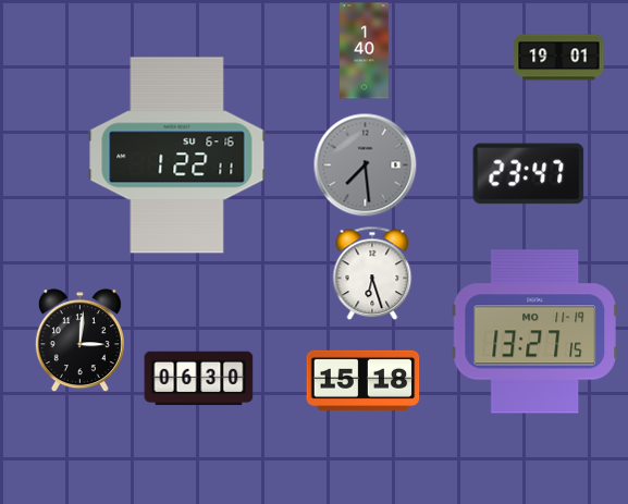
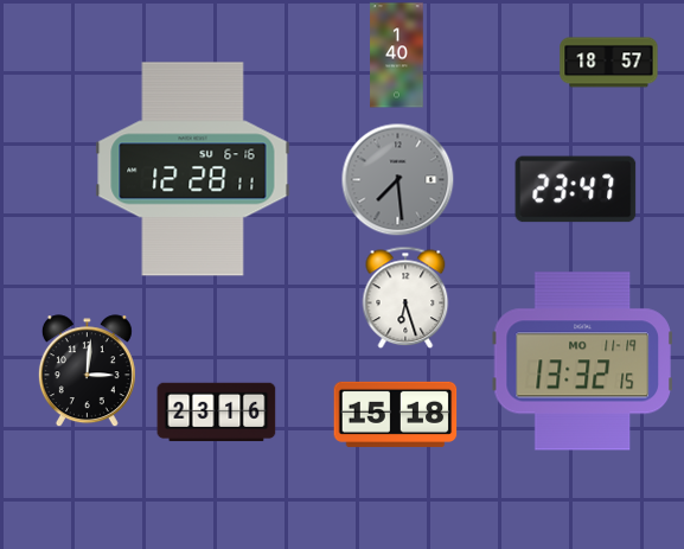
clock at (559, 58): 19:01 -> 18:57
clock at (177, 156): 1:22 -> 12:28
clock at (534, 332): 13:27 -> 13:32
clock at (199, 379): 06:30 -> 23:16
